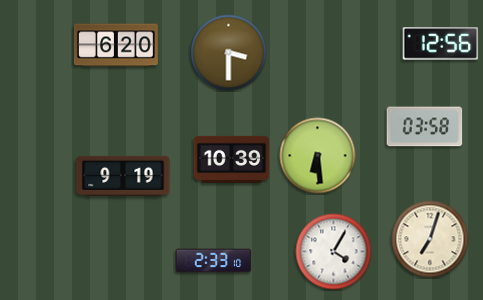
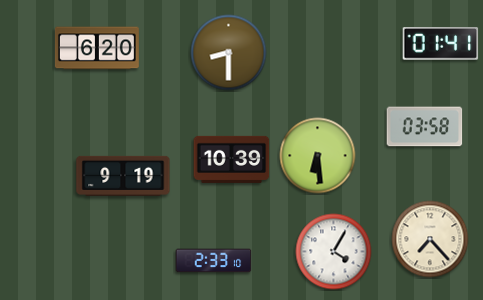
clock at (441, 44): 12:56 -> 01:41
clock at (116, 45) position: (116, 45) -> (97, 48)
clock at (229, 53): 3:30 -> 8:30
clock at (430, 239): 7:03 -> 7:23
